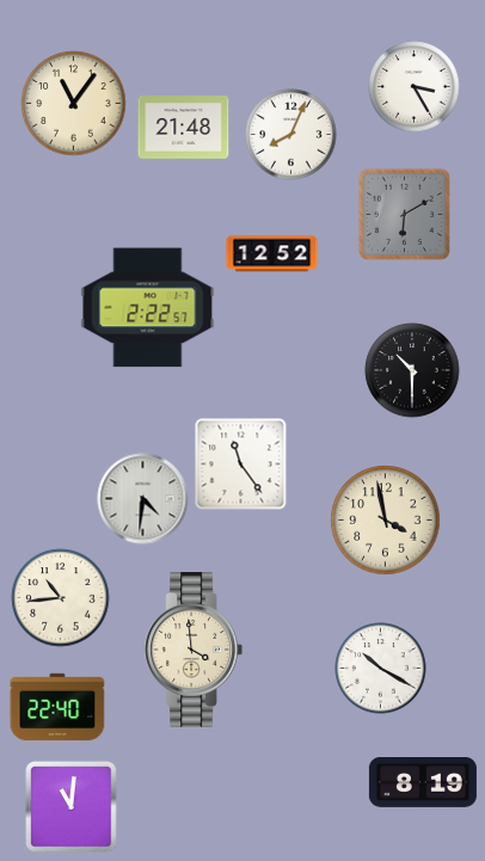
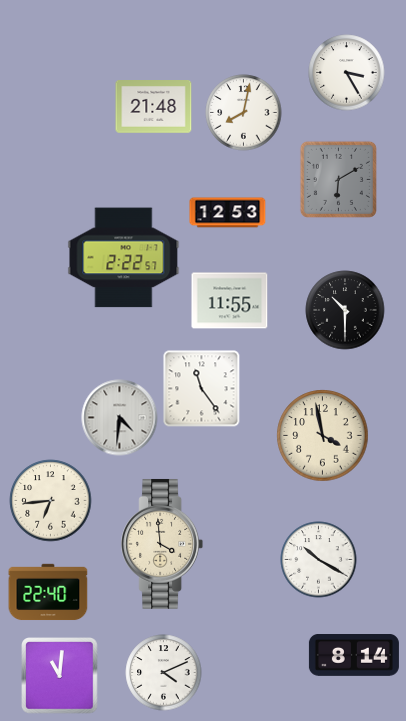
clock at (74, 104): 11:06 -> none
clock at (291, 135): 8:04 -> 8:02
clock at (272, 254): 12:52 -> 12:53
clock at (230, 301): none -> 11:55
clock at (61, 598): 10:44 -> 6:44
clock at (423, 783): 8:19 -> 8:14
clock at (164, 673): none -> 4:11
